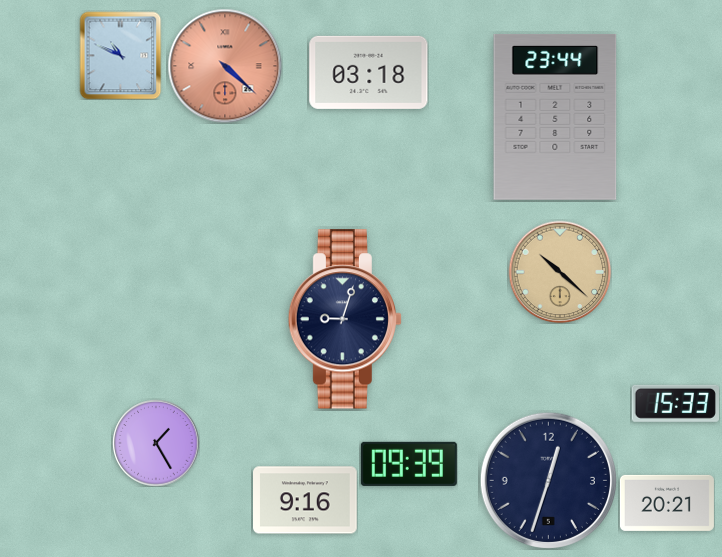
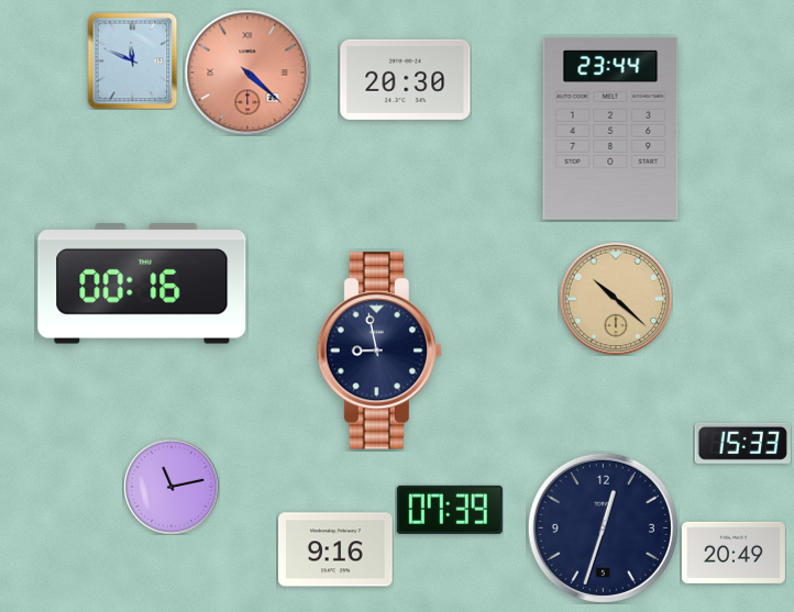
clock at (121, 55): 10:49 -> 11:49
clock at (369, 72): 03:18 -> 20:30
clock at (142, 283): none -> 00:16
clock at (344, 319): 9:03 -> 8:58
clock at (156, 443): 1:25 -> 11:13
clock at (409, 464): 09:39 -> 07:39
clock at (667, 503): 20:21 -> 20:49
